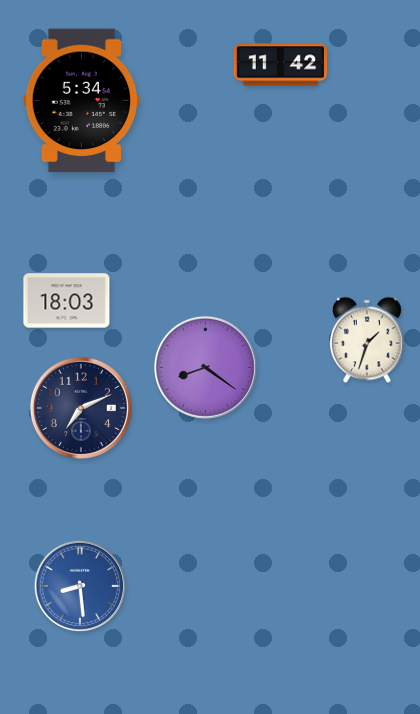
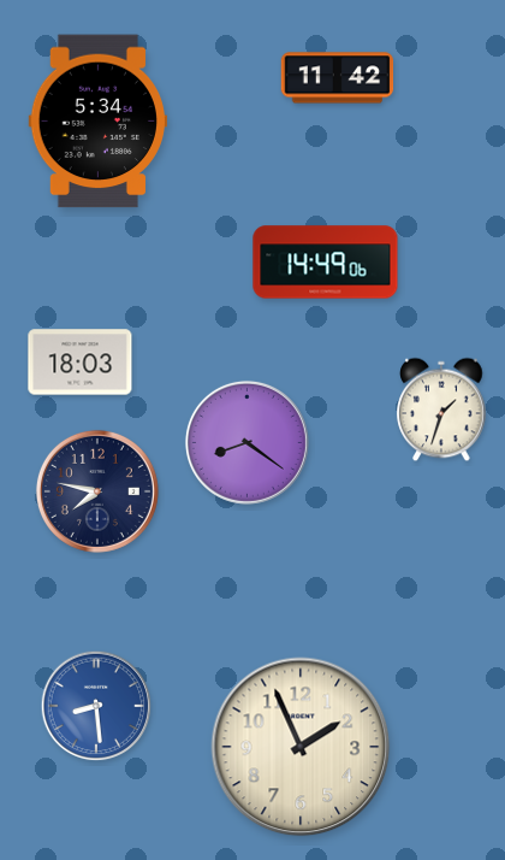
clock at (326, 263): none -> 14:49
clock at (81, 408): 7:11 -> 7:47
clock at (301, 747): none -> 1:56
